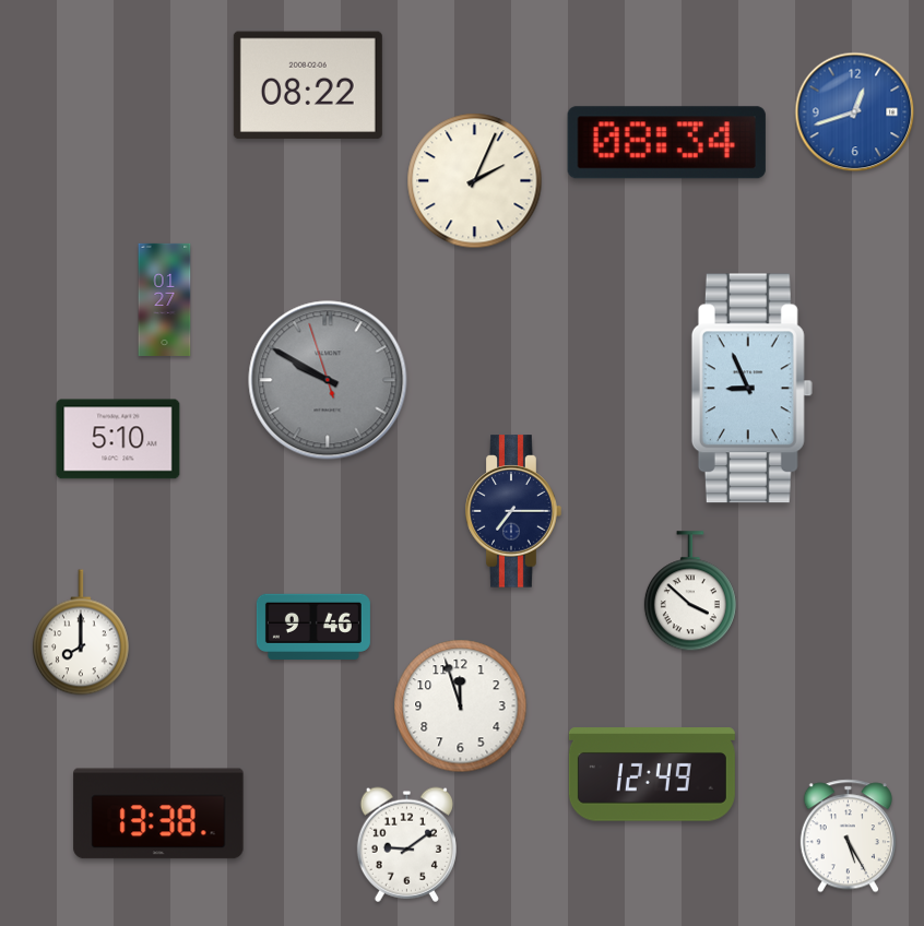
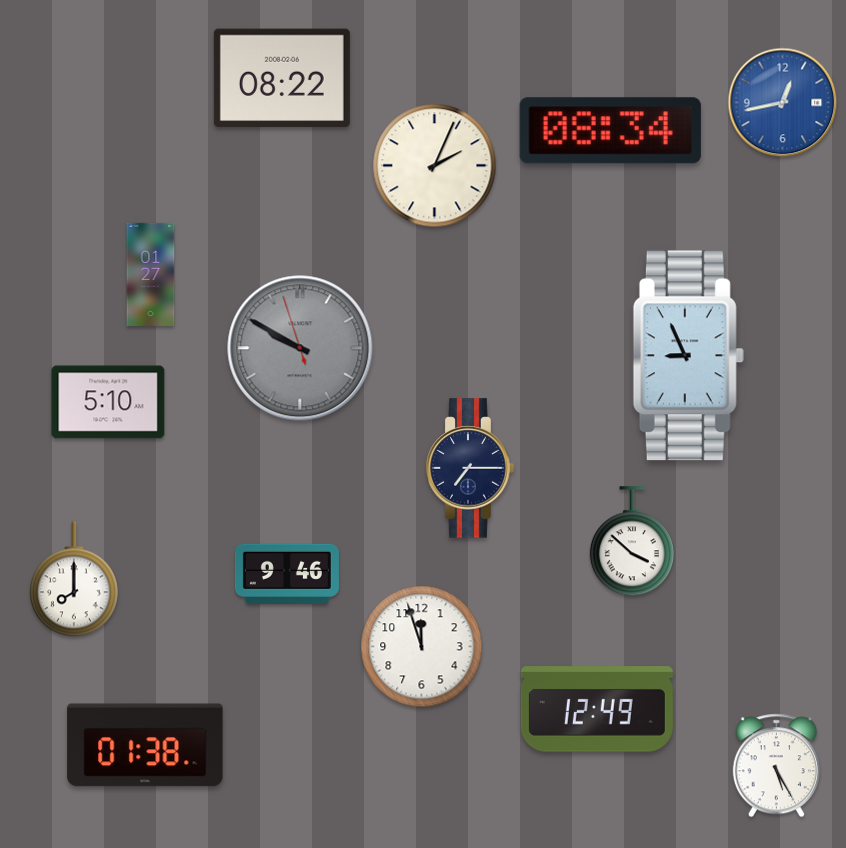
clock at (855, 112): 12:42 -> 12:43
clock at (158, 814): 13:38 -> 01:38
clock at (406, 844): 9:09 -> none
